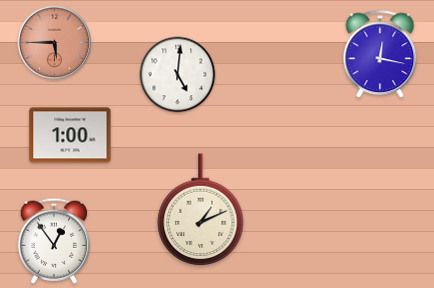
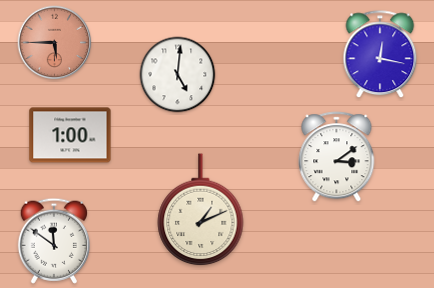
clock at (337, 157): none -> 3:09
clock at (53, 241): 12:54 -> 11:51
